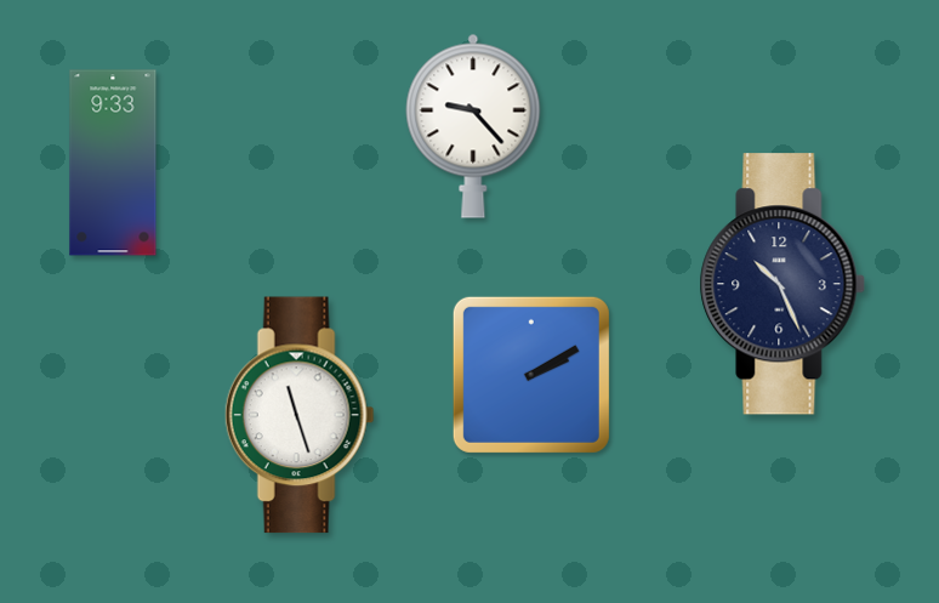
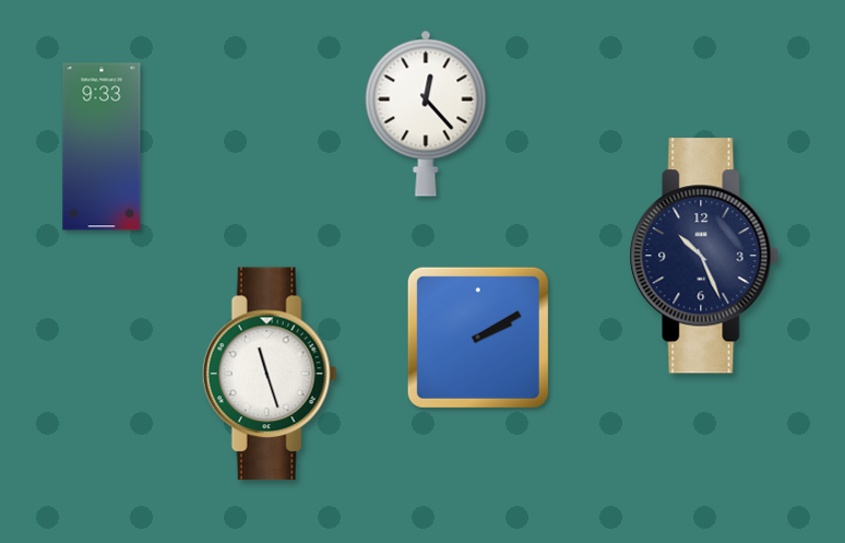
clock at (473, 126): 9:23 -> 12:23
